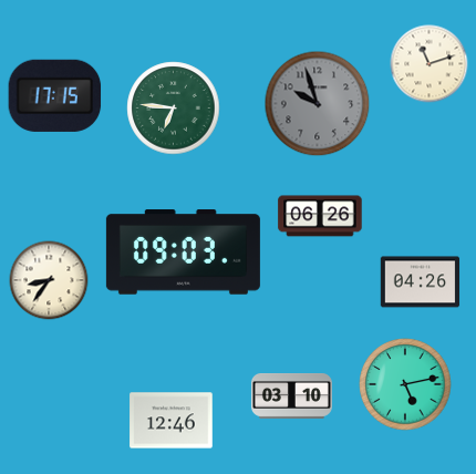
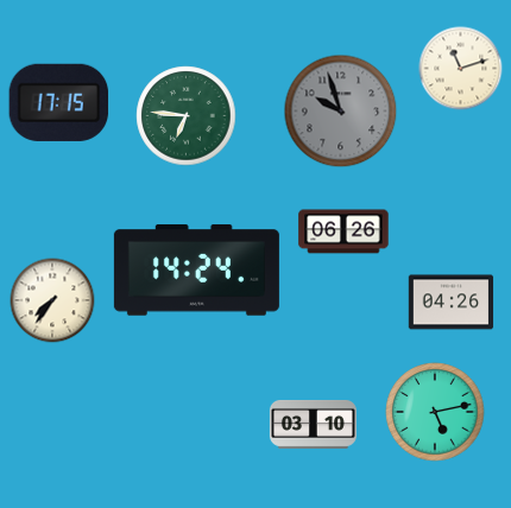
clock at (183, 253): 09:03 -> 14:24
clock at (49, 280): 8:36 -> 7:36
clock at (172, 421): 12:46 -> none
